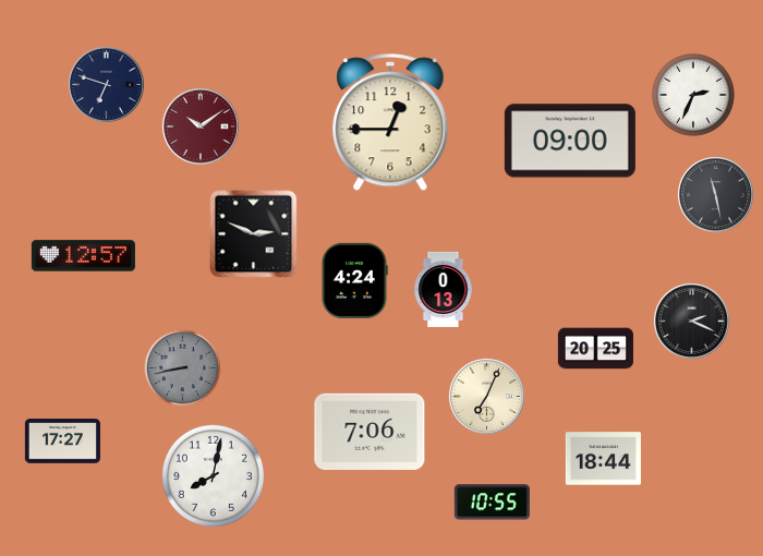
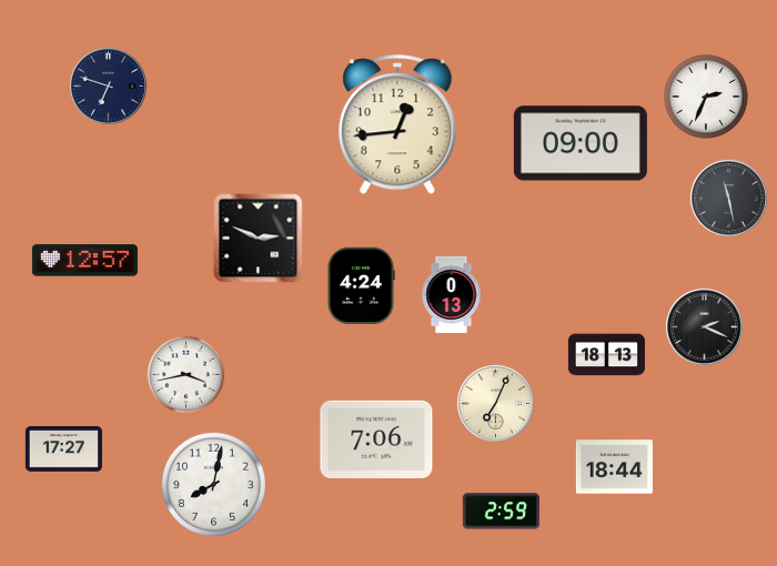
clock at (390, 123): 12:45 -> 12:44
clock at (202, 128): 10:09 -> none
clock at (595, 349): 20:25 -> 18:13
clock at (183, 368): 8:43 -> 3:43
clock at (183, 368) dial: grey -> white
clock at (213, 475) position: (213, 475) -> (213, 484)
clock at (492, 503): 10:55 -> 2:59
